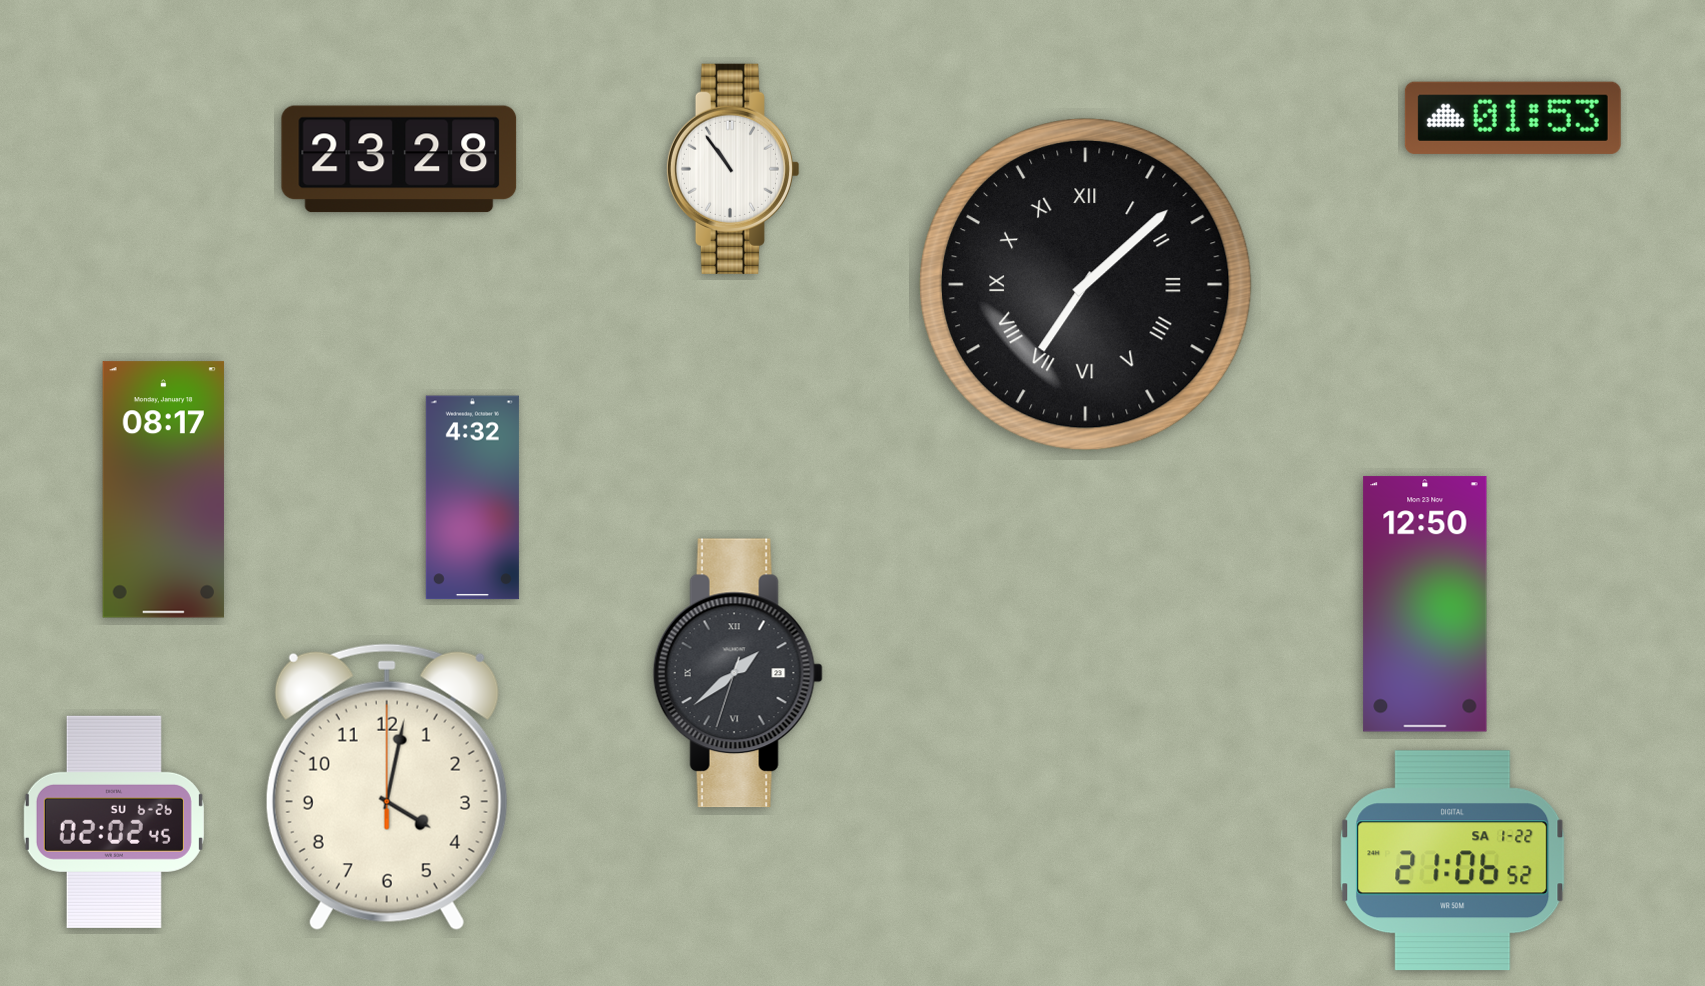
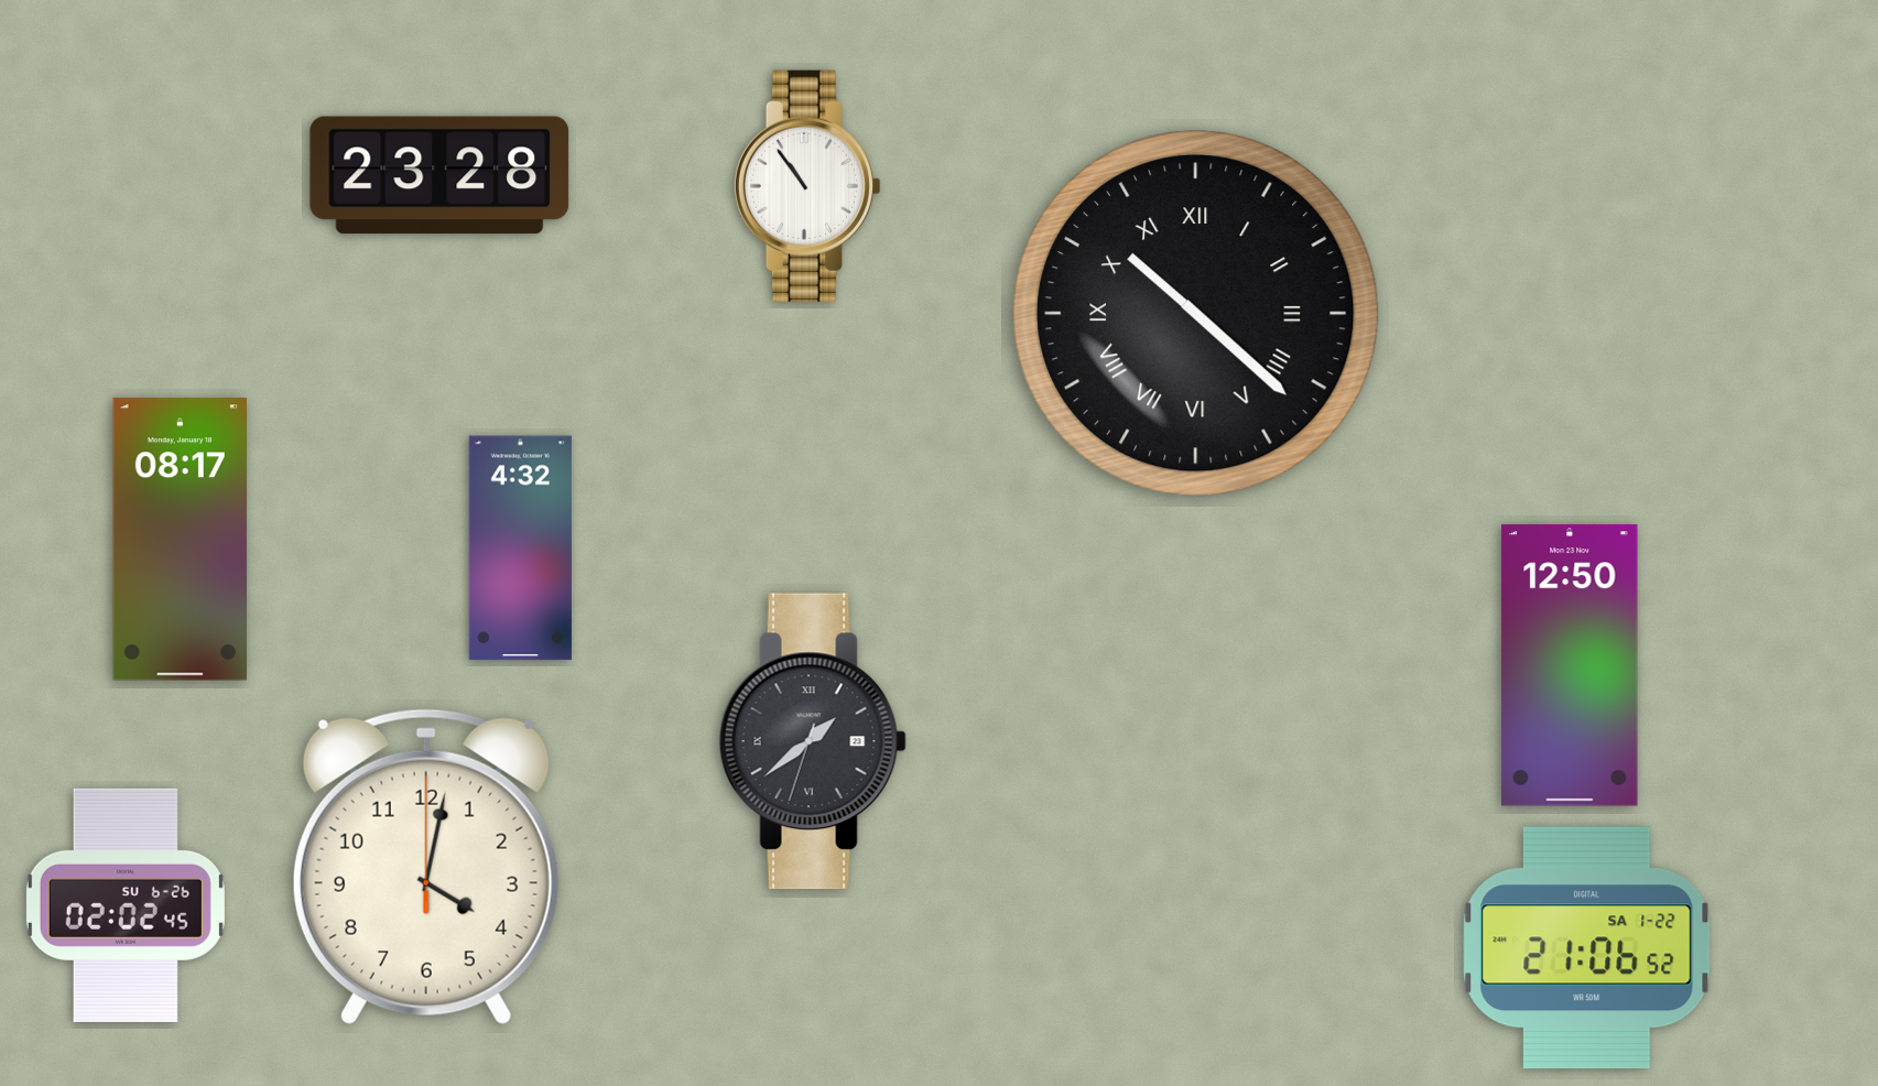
clock at (1513, 118): 01:53 -> none
clock at (1085, 284): 7:08 -> 10:22
clock at (1453, 861) position: (1453, 861) -> (1587, 948)
